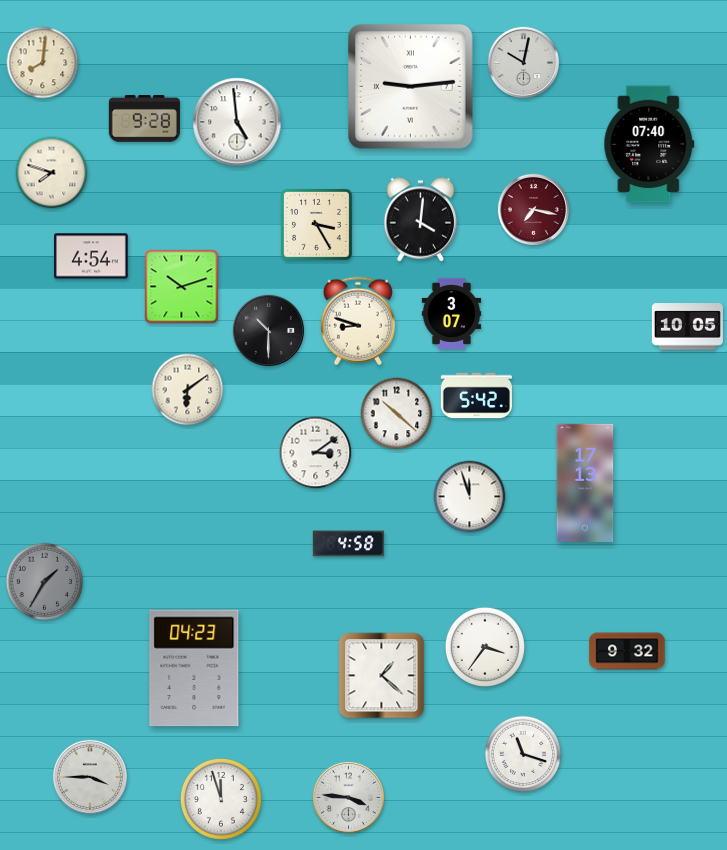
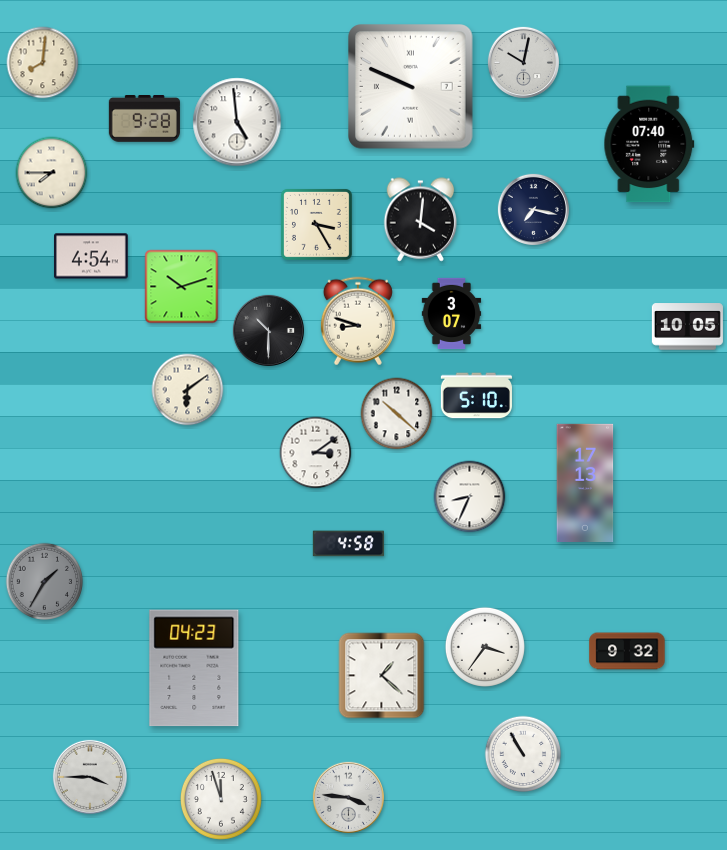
clock at (411, 87): 9:14 -> 9:49
clock at (52, 173): 7:48 -> 7:45
clock at (533, 209) dial: burgundy -> navy
clock at (476, 396): 5:42 -> 5:10
clock at (470, 497): 11:57 -> 8:34
clock at (523, 754): 11:18 -> 10:55
